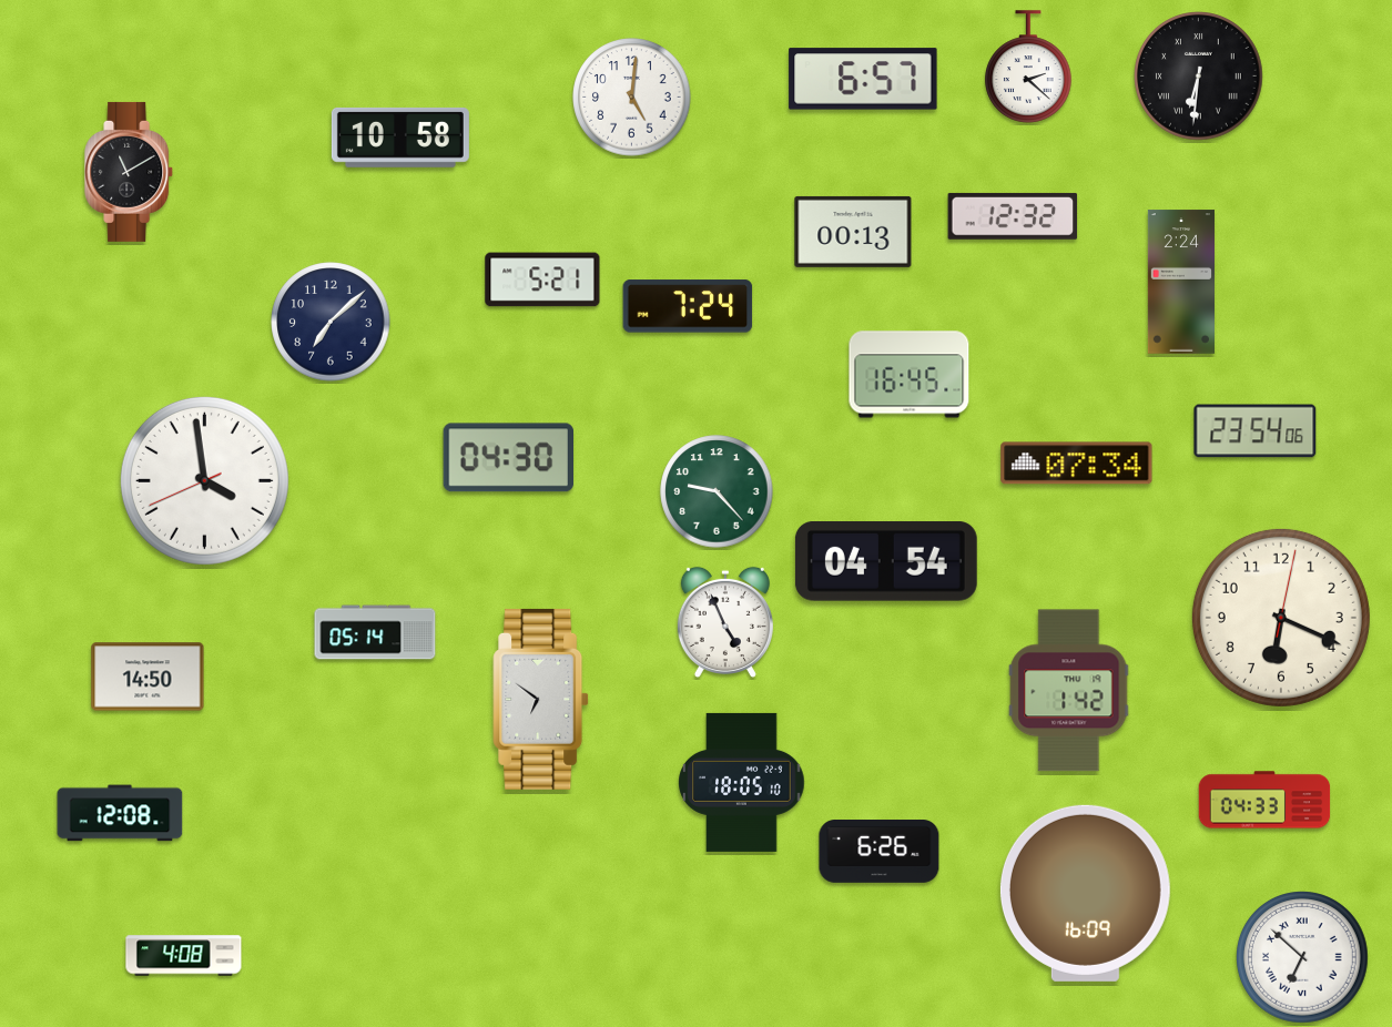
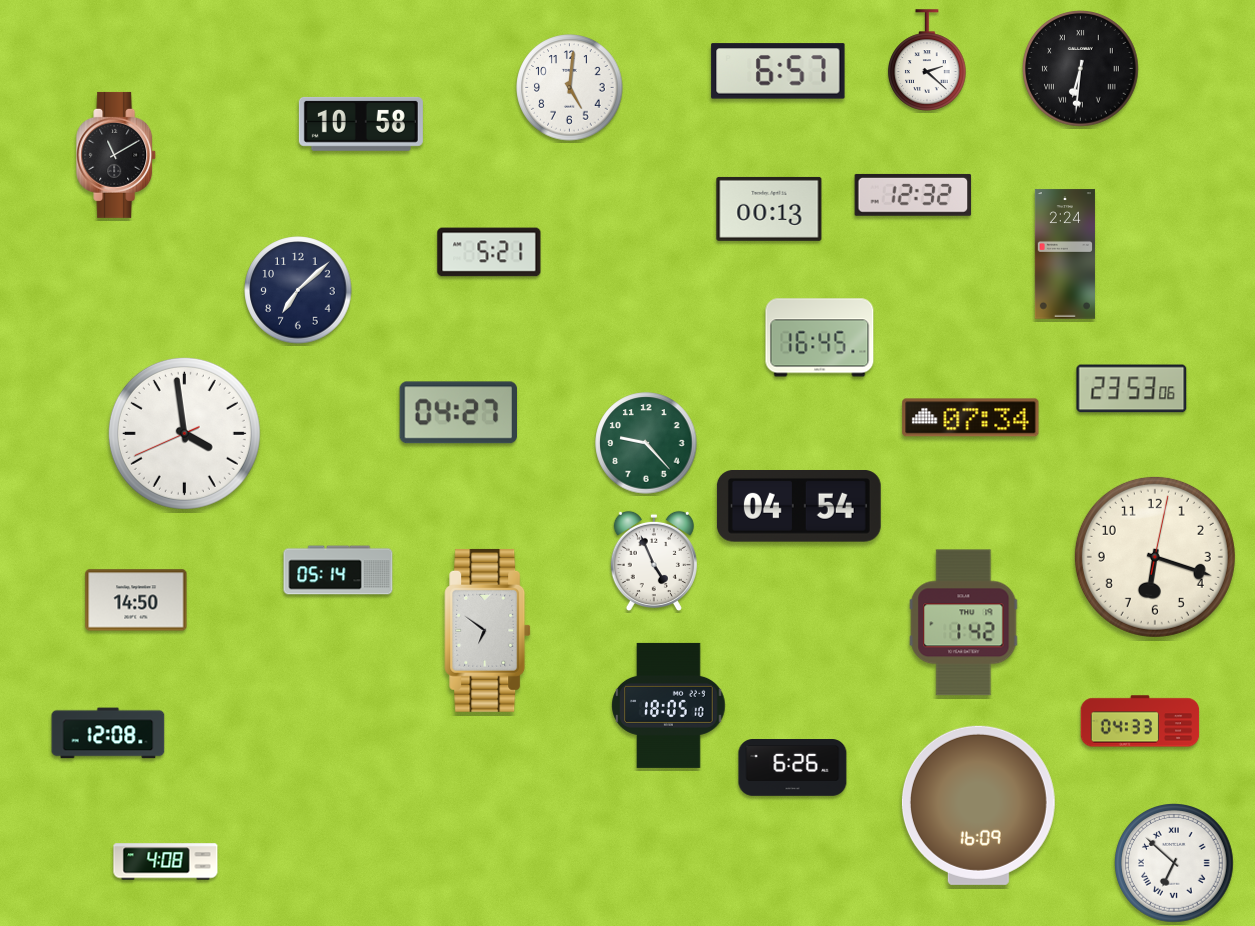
clock at (688, 306): 7:24 -> none
clock at (1256, 431): 23:54 -> 23:53
clock at (508, 458): 04:30 -> 04:27
clock at (1281, 618): 6:19 -> 6:18
clock at (148, 677) position: (148, 677) -> (136, 600)
